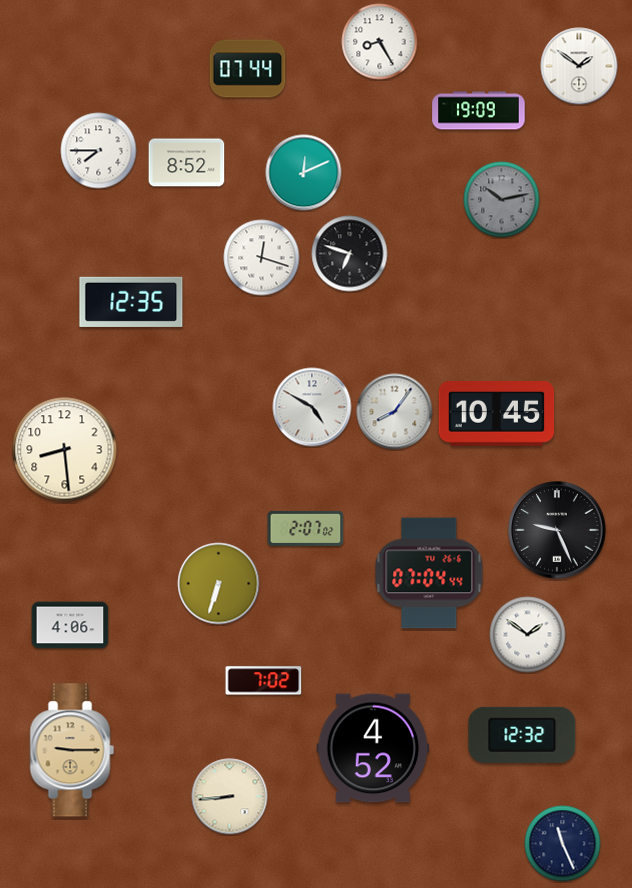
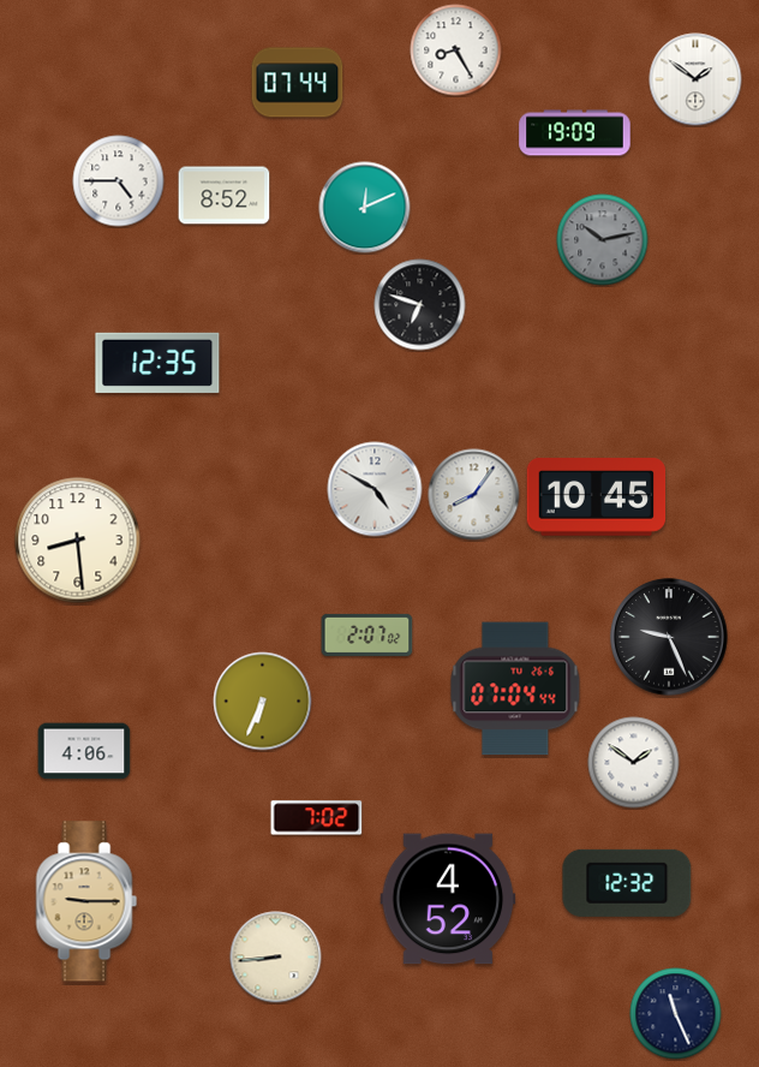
clock at (99, 151): 7:45 -> 4:45
clock at (262, 258): 12:18 -> none
clock at (219, 584): 6:33 -> 6:34
